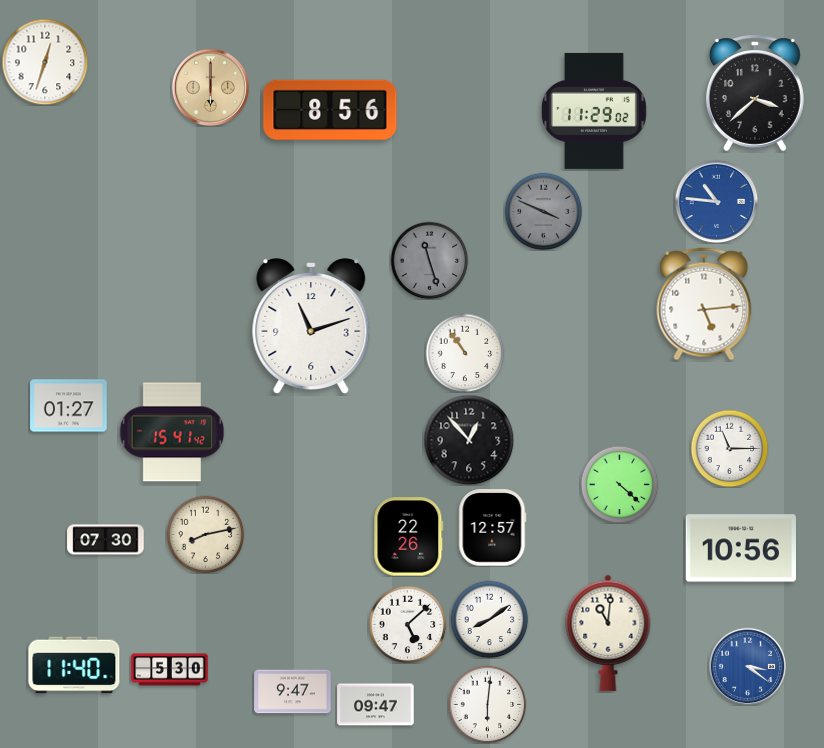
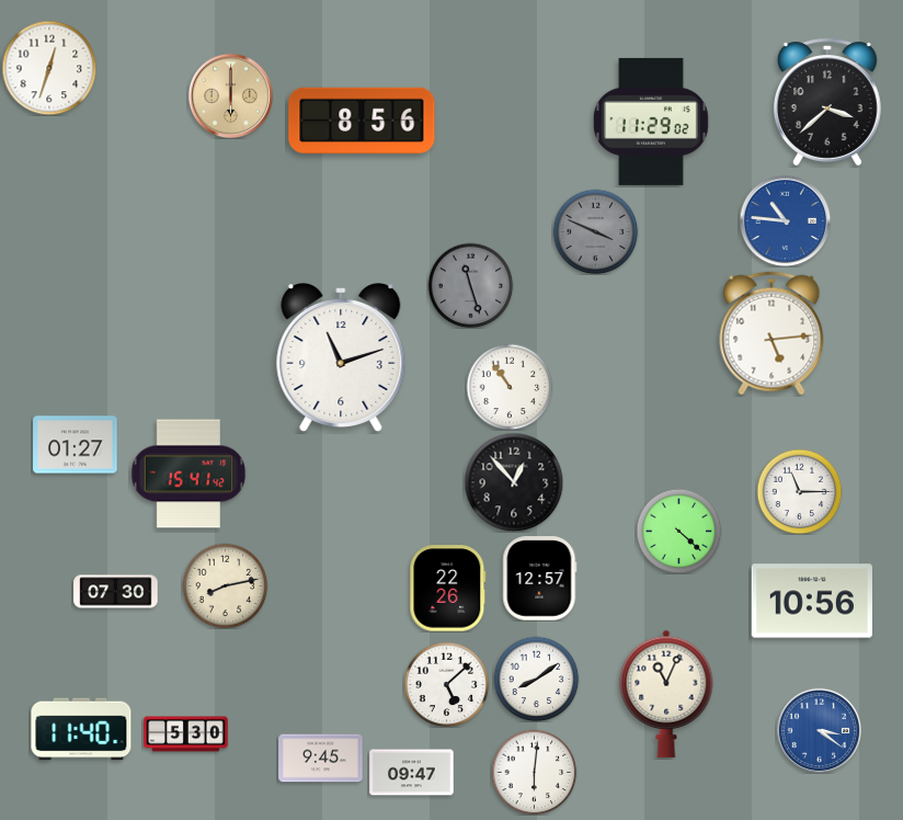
clock at (608, 633): 11:01 -> 11:04
clock at (293, 692): 9:47 -> 9:45
